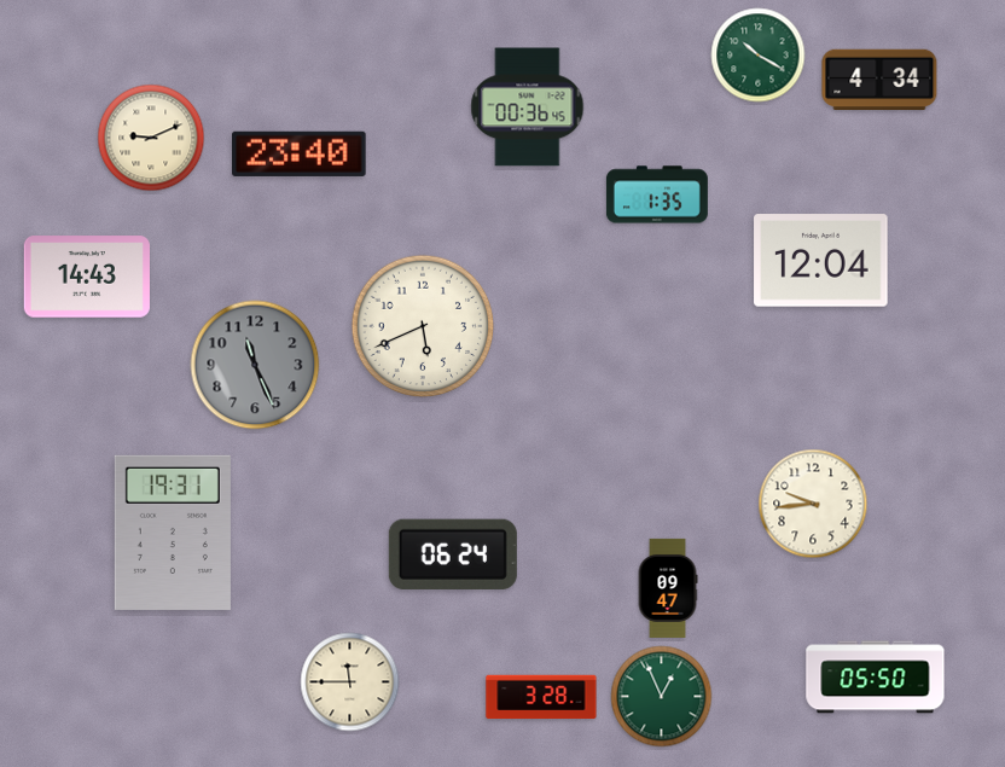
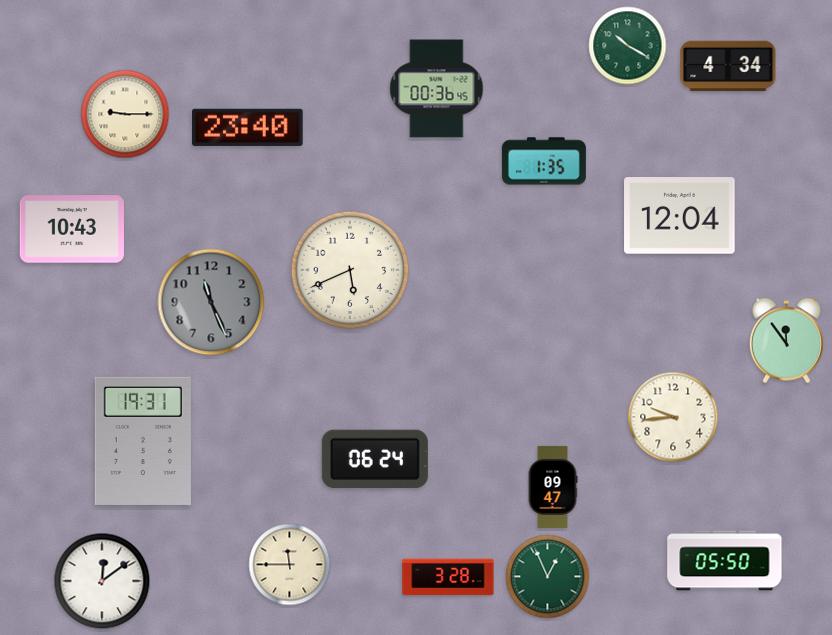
clock at (151, 138): 9:11 -> 9:15
clock at (87, 277): 14:43 -> 10:43
clock at (786, 341): none -> 11:54
clock at (102, 581): none -> 12:09
